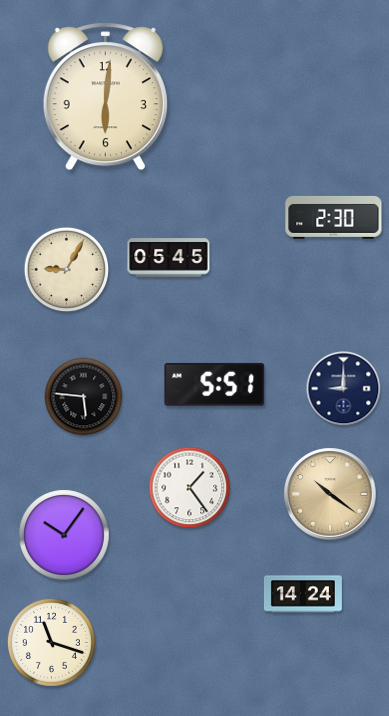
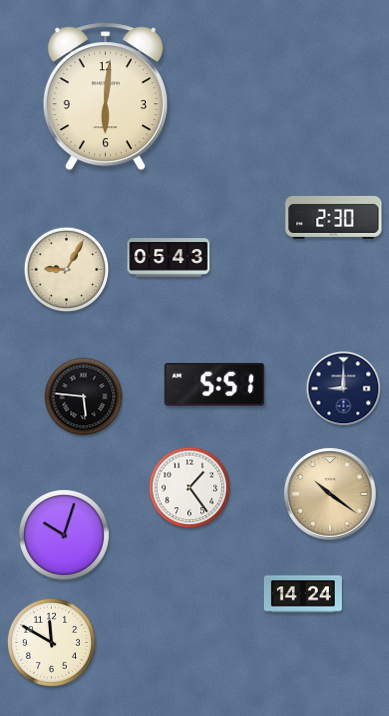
clock at (169, 258): 05:45 -> 05:43
clock at (64, 535): 10:06 -> 10:03
clock at (51, 642): 11:18 -> 11:50
